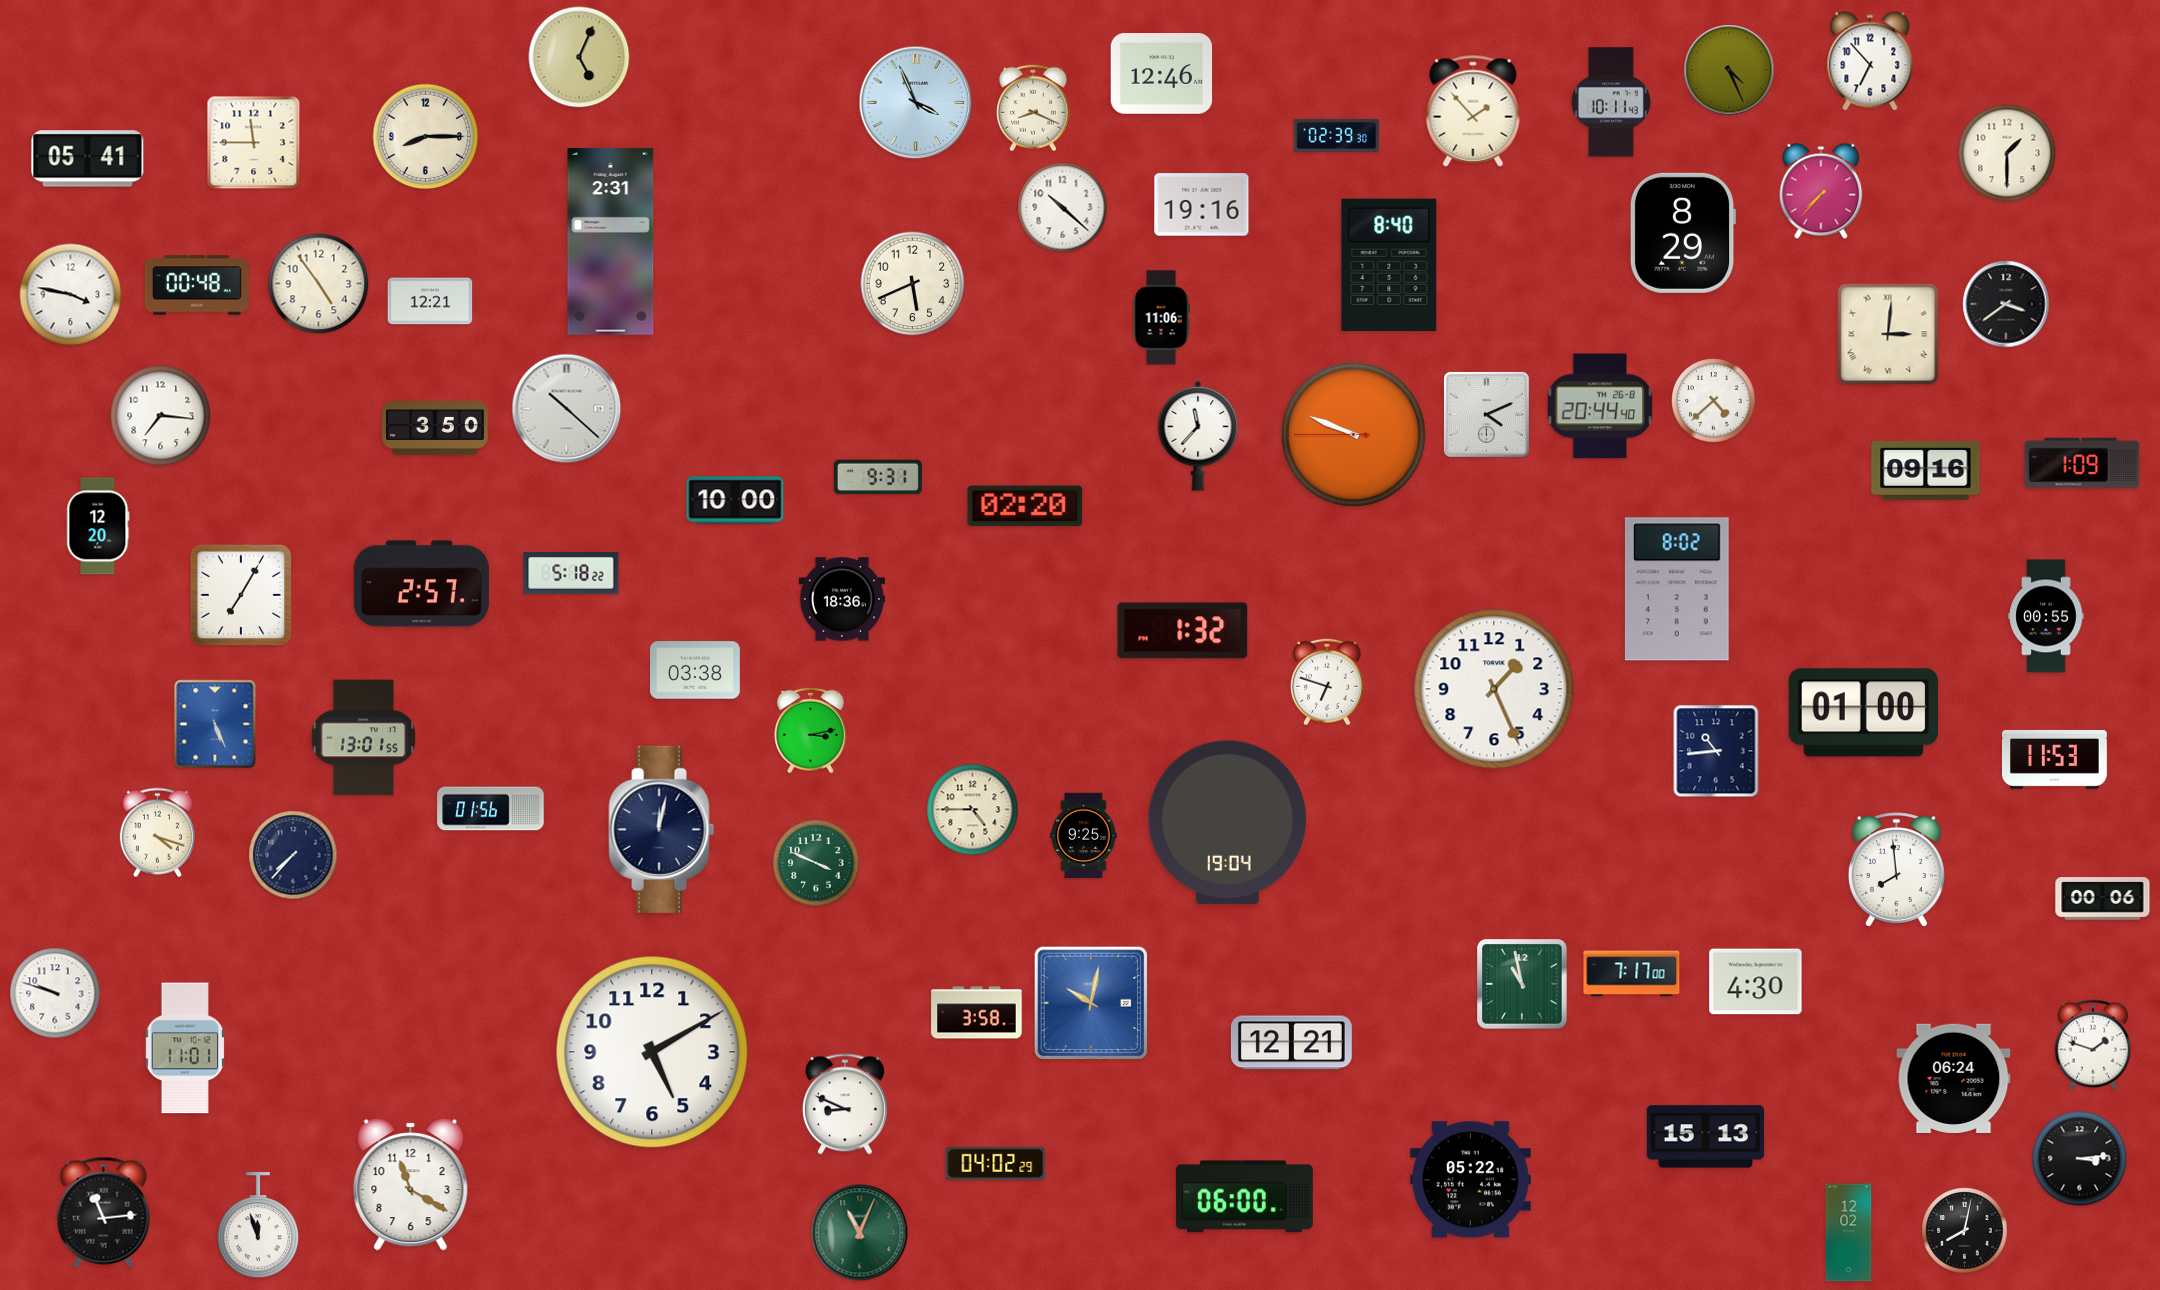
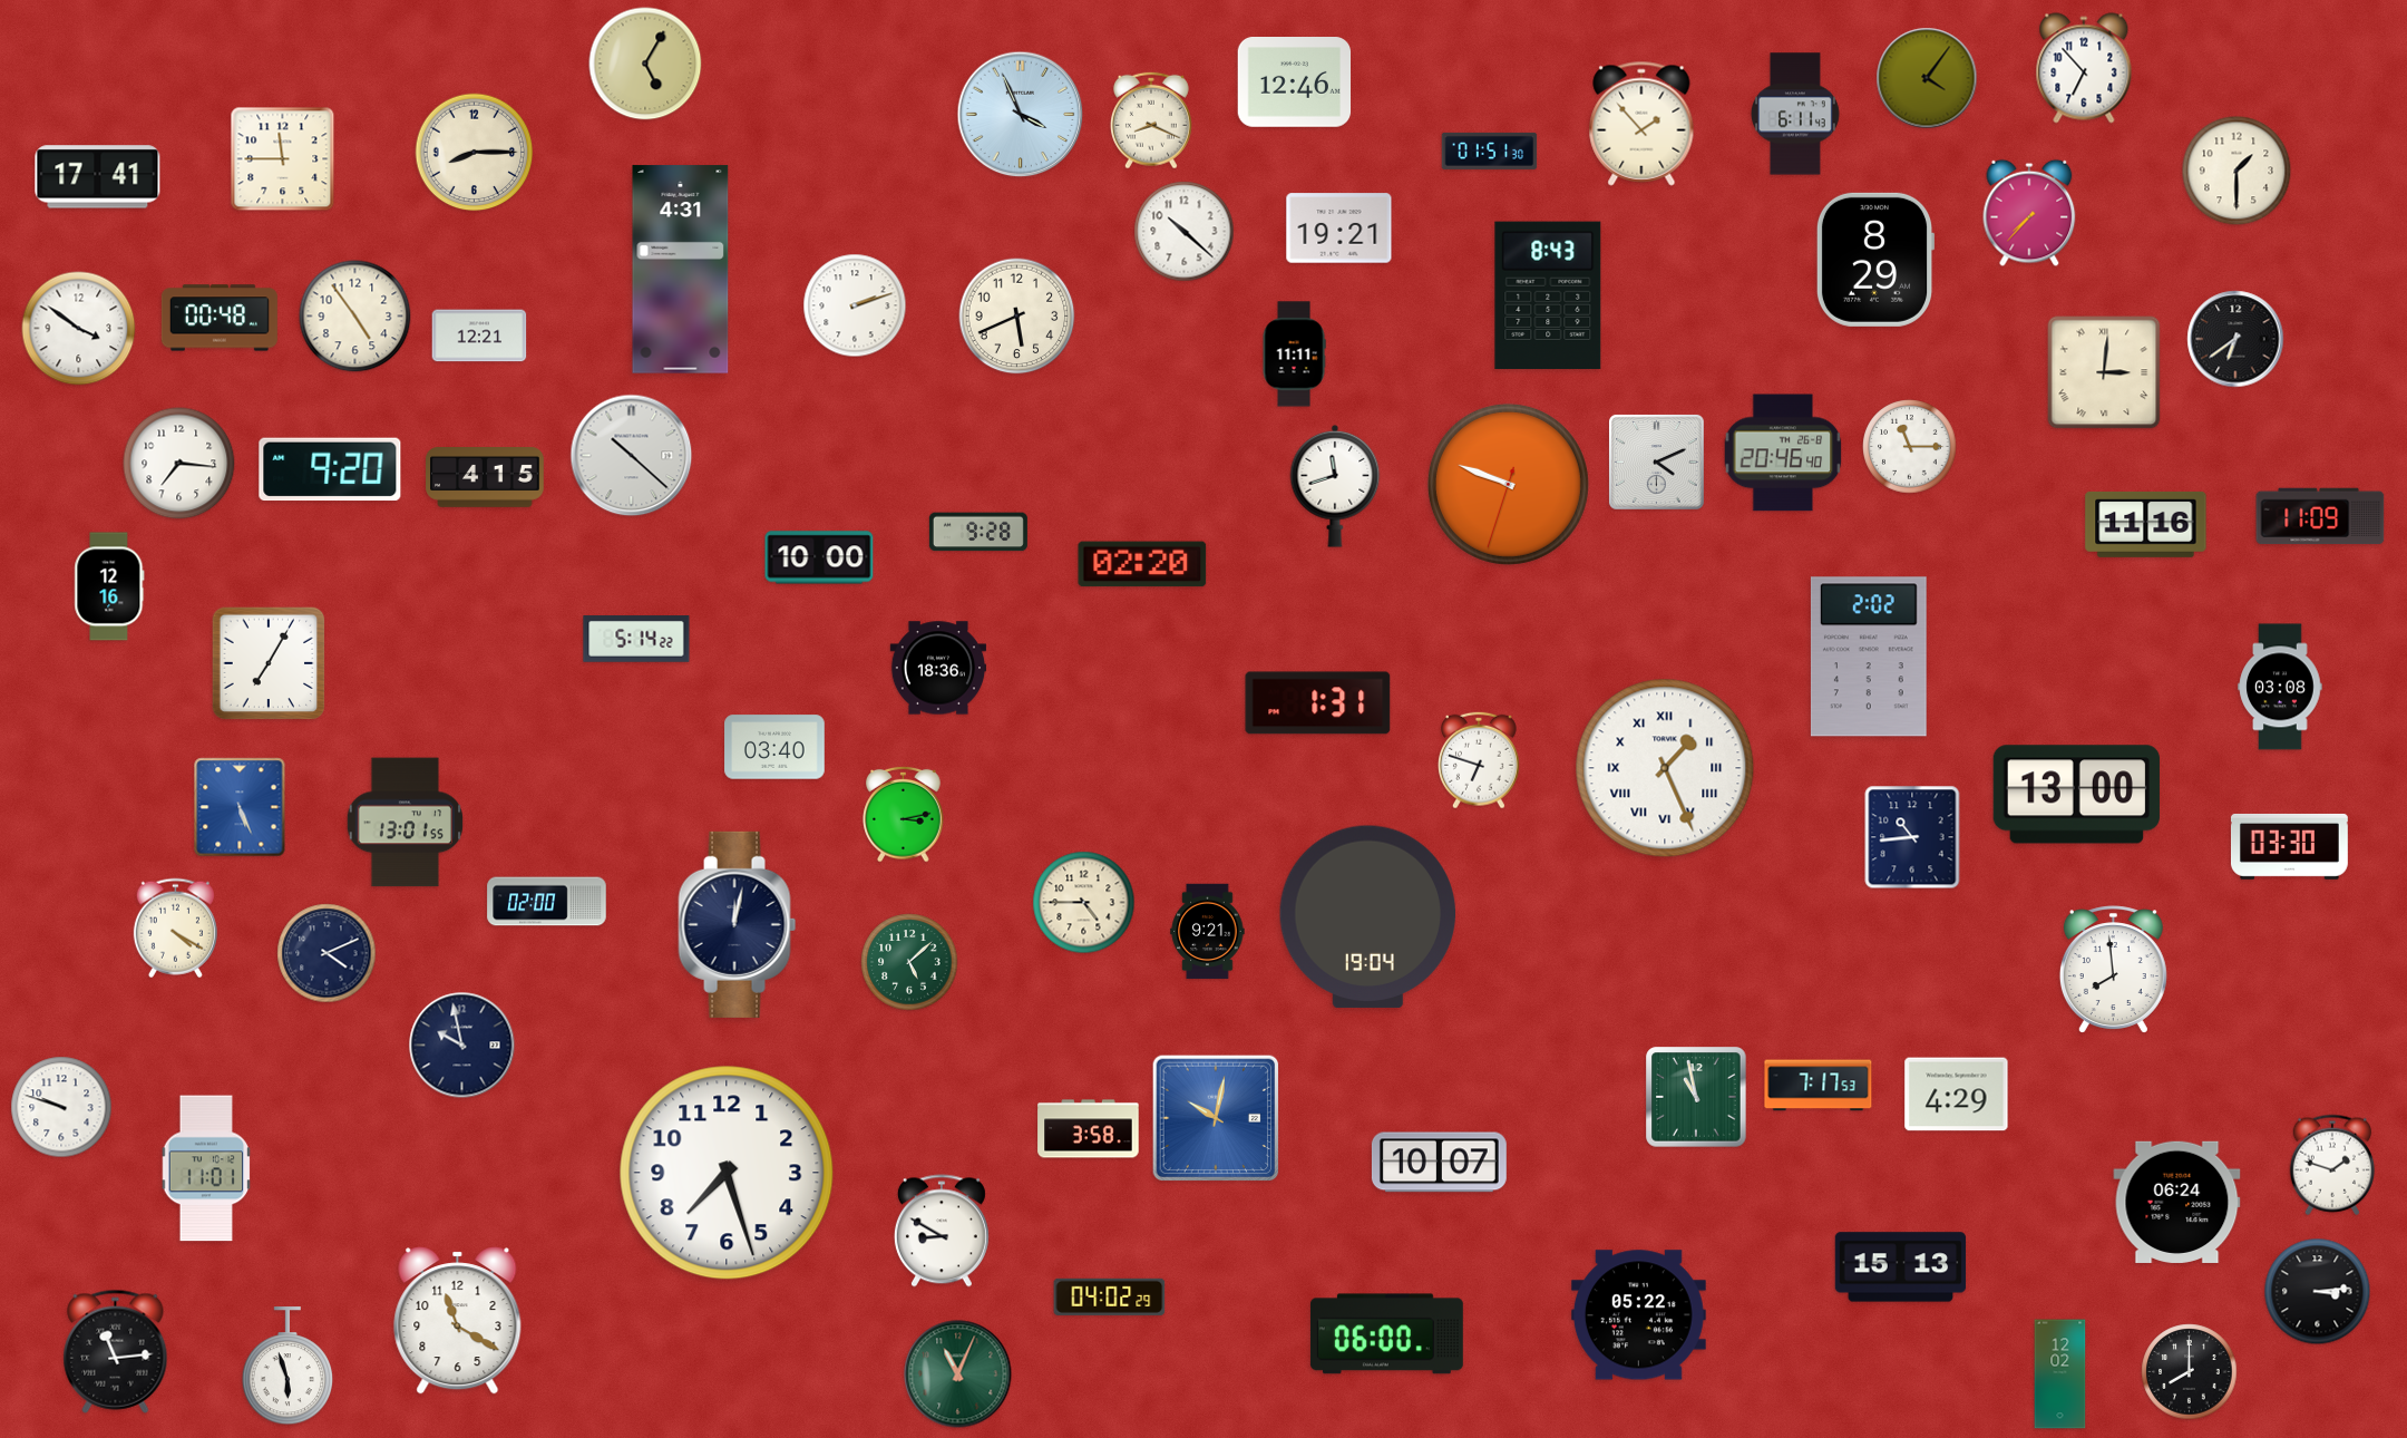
clock at (579, 57): 5:04 -> 5:05
clock at (1729, 70): 4:26 -> 4:06
clock at (1611, 102): 10:11 -> 6:11
clock at (1337, 135): 02:39 -> 01:51
clock at (88, 159): 05:41 -> 17:41
clock at (1202, 205): 19:16 -> 19:21
clock at (611, 242): 2:31 -> 4:31
clock at (1389, 265): 8:40 -> 8:43
clock at (855, 305): none -> 2:12
clock at (71, 295): 3:47 -> 3:51
clock at (2006, 304): 3:39 -> 6:39
clock at (1161, 318): 11:06 -> 11:11
clock at (1714, 401): 4:38 -> 11:15
clock at (1600, 406): 20:44 -> 20:46
clock at (330, 469): none -> 9:20
clock at (435, 429): 3:50 -> 4:15
clock at (1353, 434): 9:48:45 -> 9:48:33
clock at (1198, 436): 11:37 -> 11:42
clock at (2082, 463): 1:09 -> 11:09
clock at (1926, 470): 09:16 -> 11:16
clock at (878, 477): 9:31 -> 9:28
clock at (98, 526): 12:20 -> 12:16
clock at (571, 573): 5:18 -> 5:14
clock at (421, 584): 2:57 -> none
clock at (1677, 589): 8:02 -> 2:02
clock at (2046, 616): 00:55 -> 03:08
clock at (1183, 631): 1:32 -> 1:31
clock at (695, 670): 03:38 -> 03:40
clock at (1494, 689) numerals: Arabic -> Roman
clock at (1863, 713): 01:00 -> 13:00
clock at (2054, 759): 11:53 -> 03:30
clock at (491, 809): 01:56 -> 02:00
clock at (157, 833): 4:18 -> 4:20
clock at (1084, 836): 9:25 -> 9:21
clock at (293, 855): 7:37 -> 4:11
clock at (816, 863): 3:49 -> 5:08
clock at (2103, 899): 00:06 -> none
clock at (462, 1046): none -> 9:58
clock at (1632, 974): 7:17:00 -> 7:17:53
clock at (1756, 982): 4:30 -> 4:29
clock at (1291, 1043): 12:21 -> 10:07
clock at (652, 1052): 5:10 -> 7:27
clock at (845, 1104): 8:49 -> 8:50
clock at (257, 1226): 11:57 -> 5:57
clock at (1965, 1231): 8:02 -> 8:00
